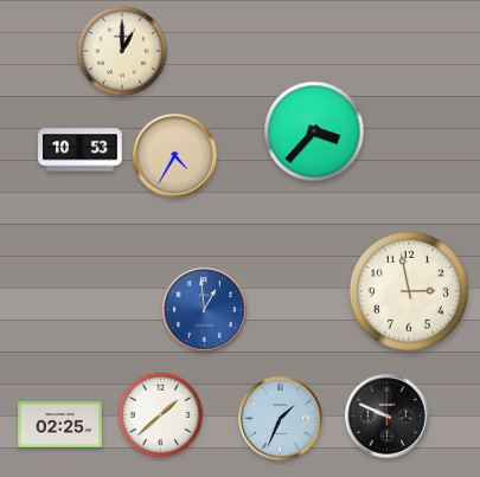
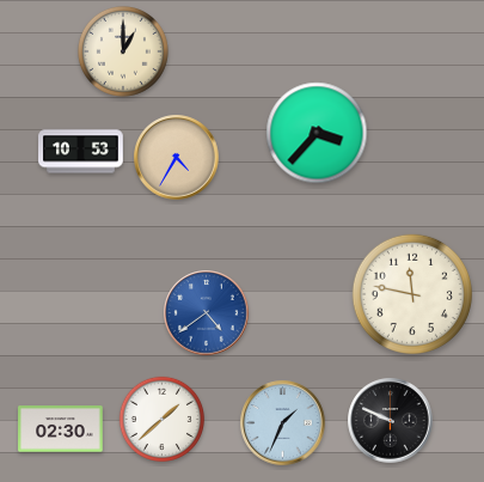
clock at (409, 291): 2:58 -> 11:47
clock at (205, 310): 12:59 -> 4:39
clock at (60, 425): 02:25 -> 02:30
